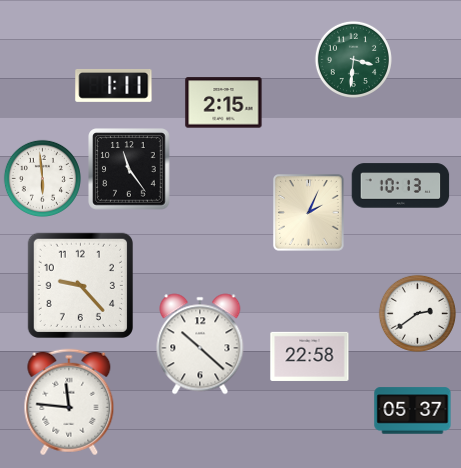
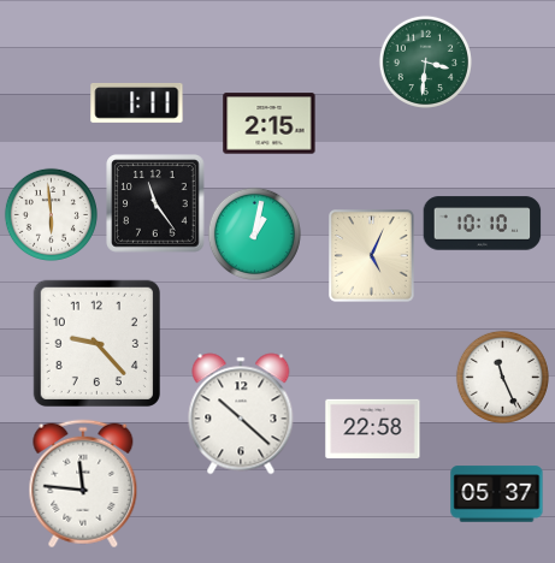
clock at (353, 59) position: (353, 59) -> (425, 61)
clock at (401, 186): 10:13 -> 10:10
clock at (254, 233): none -> 1:02
clock at (309, 213): 2:04 -> 5:04
clock at (417, 313): 2:39 -> 11:26
